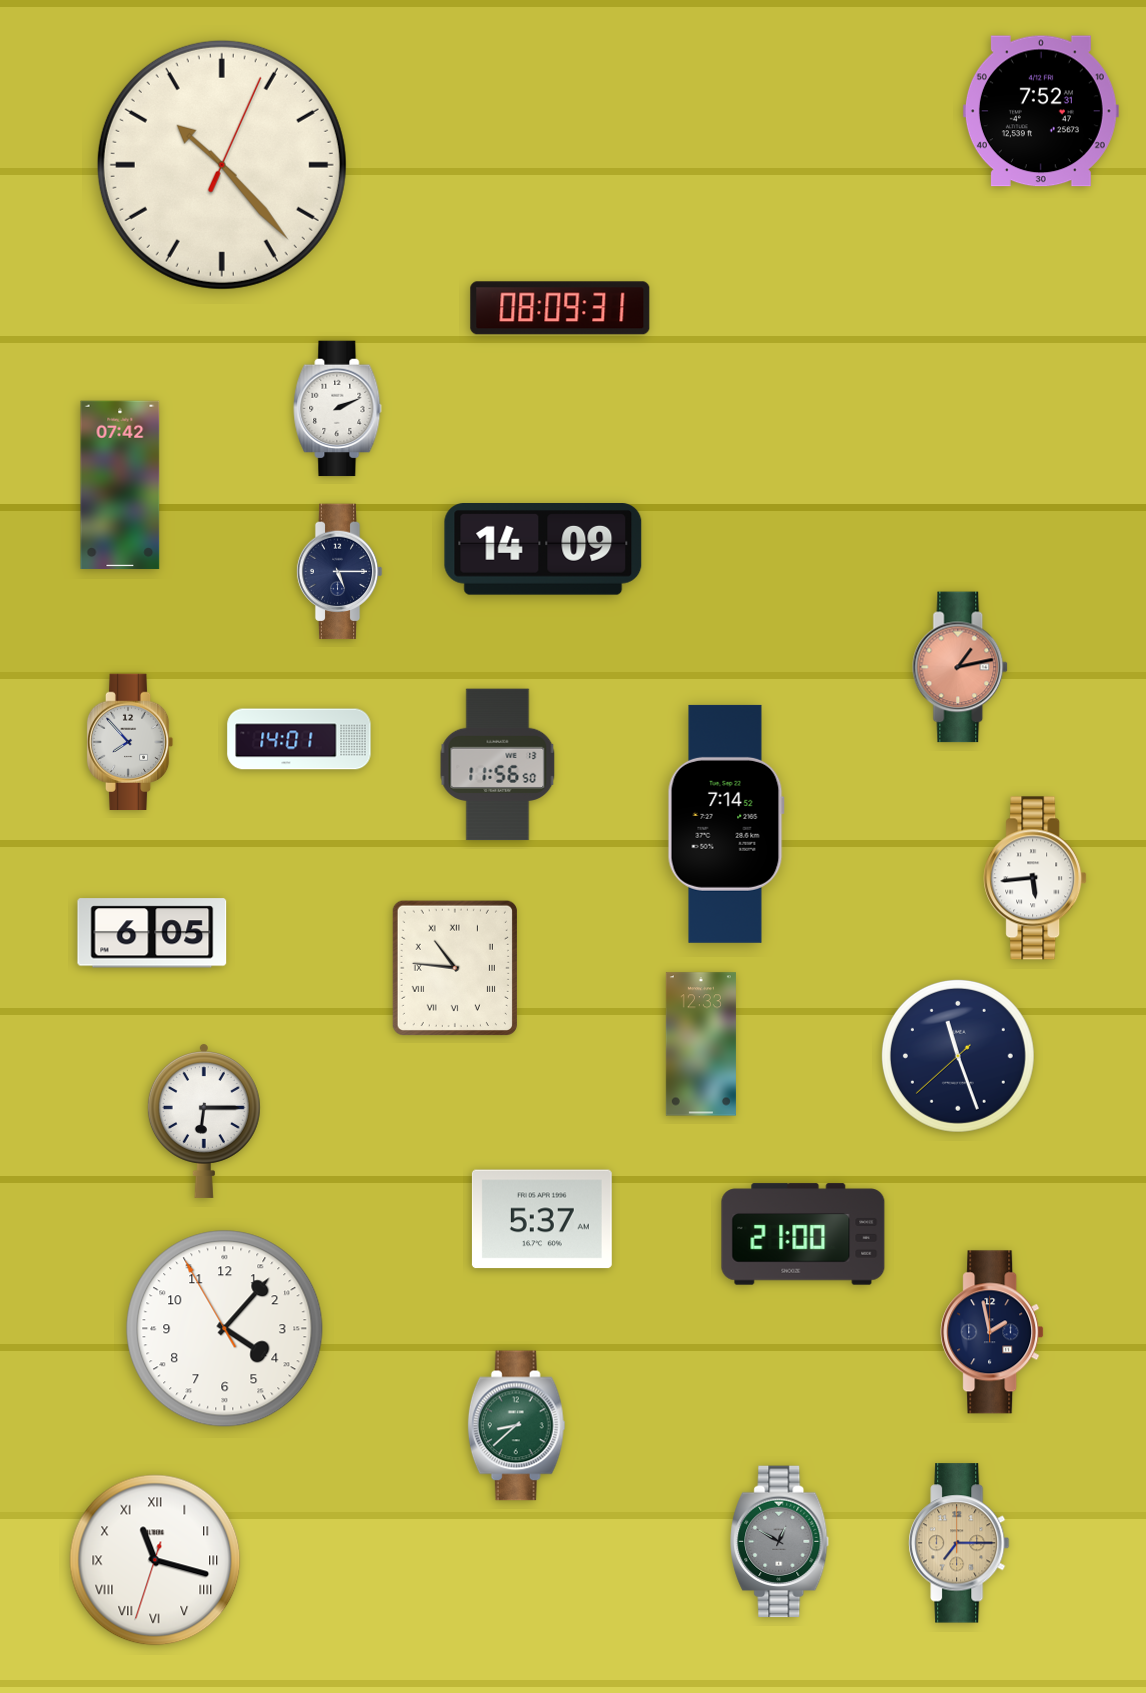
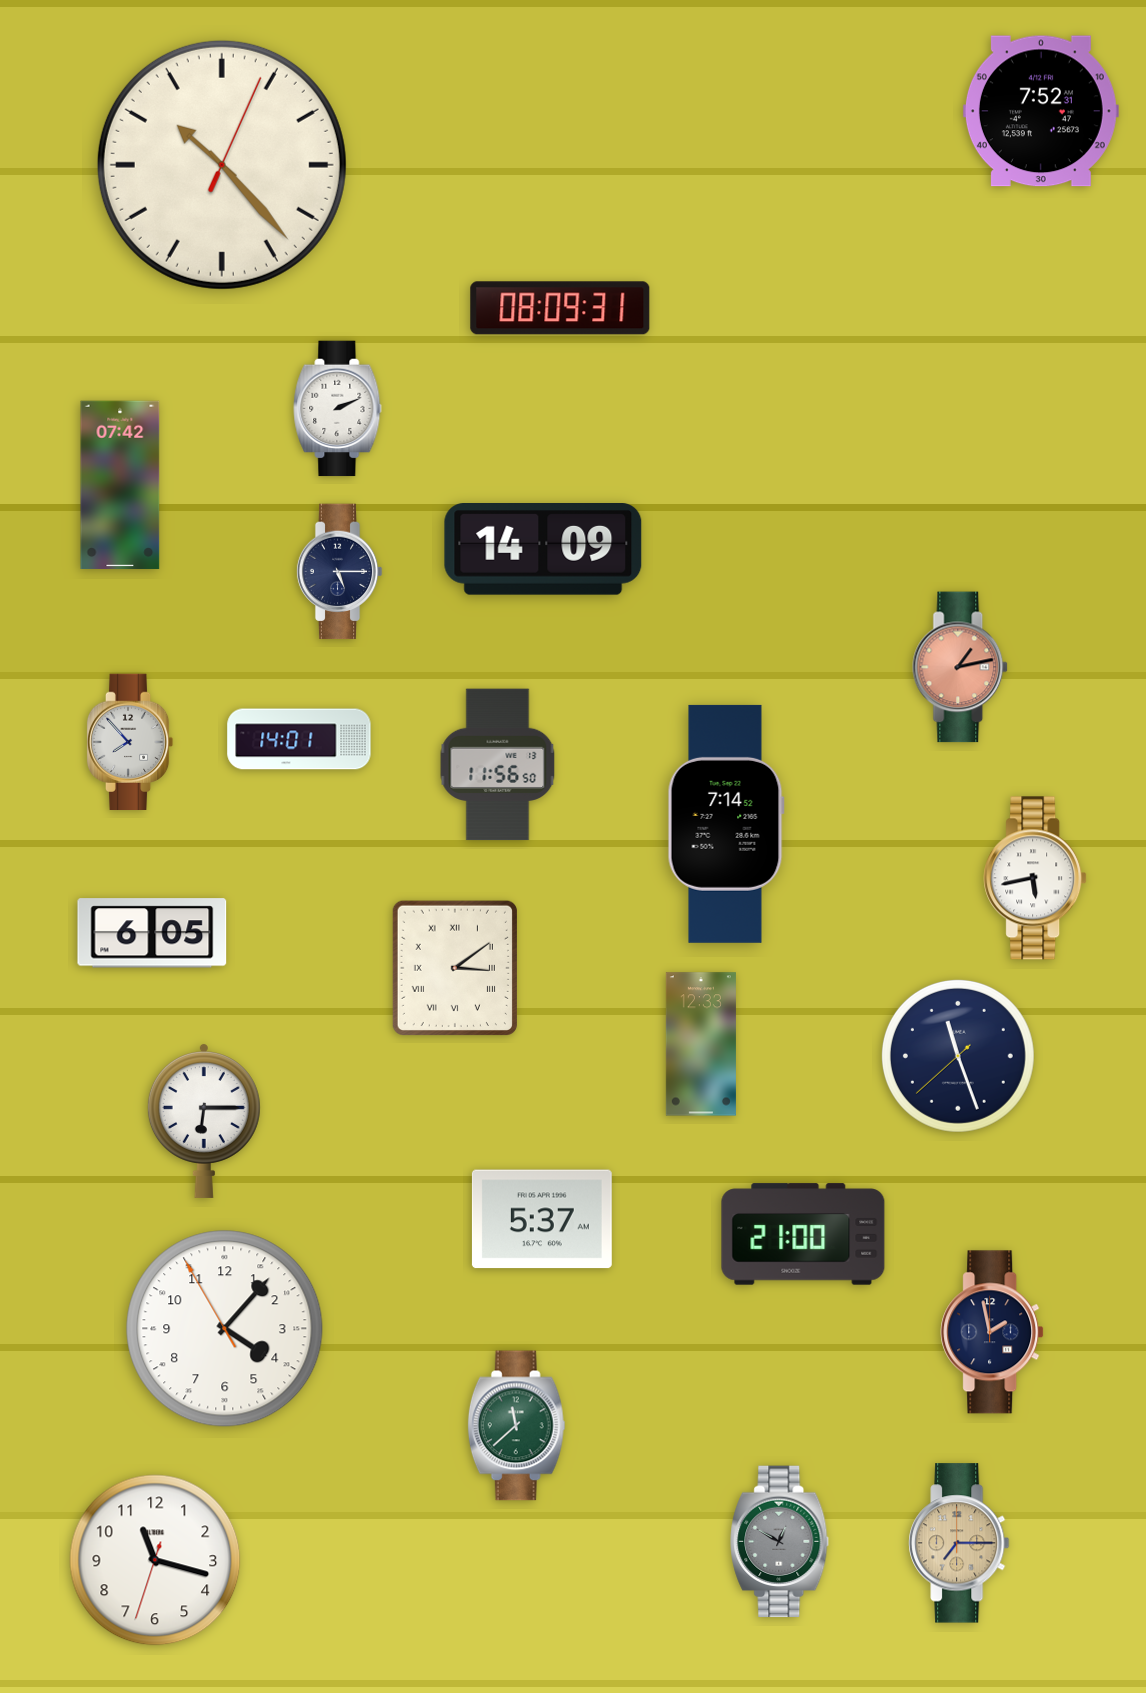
clock at (1035, 878): 5:44 -> 5:43
clock at (455, 968): 10:46 -> 3:09
clock at (516, 1426): 8:38 -> 11:38
clock at (155, 1560) numerals: Roman -> Arabic
